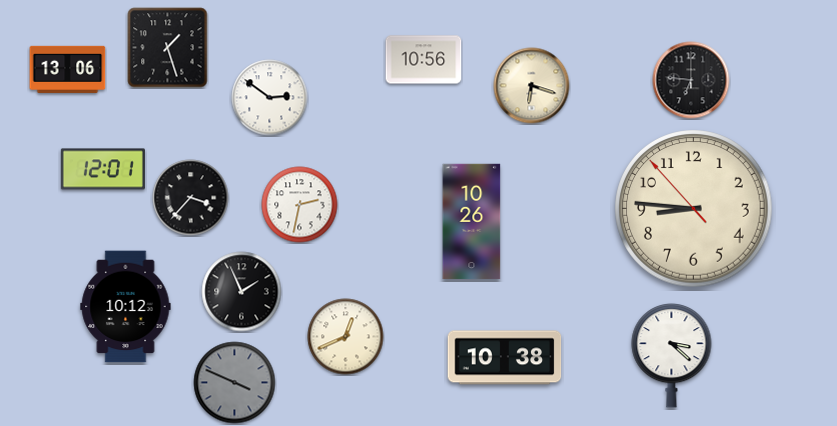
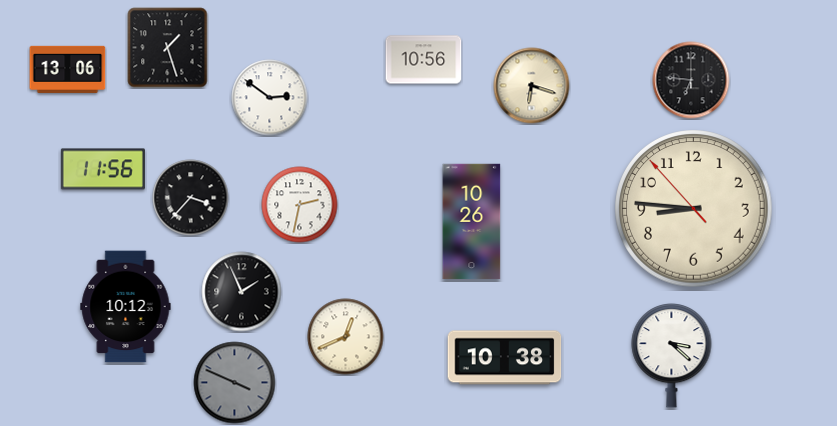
clock at (103, 169): 12:01 -> 11:56
